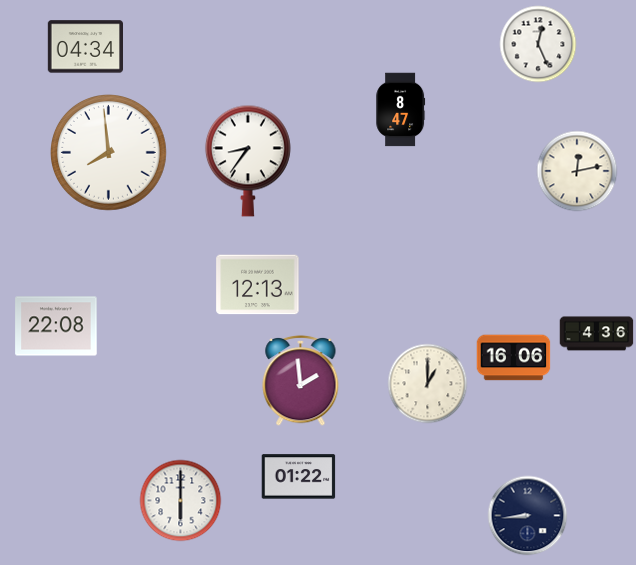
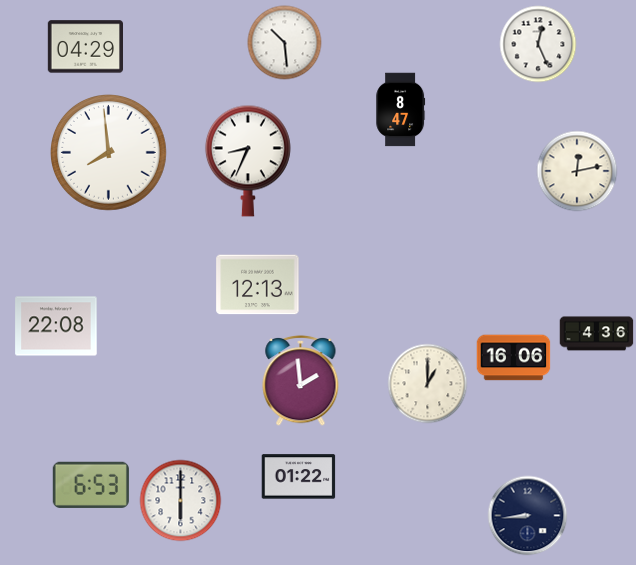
clock at (285, 43): none -> 10:29
clock at (86, 47): 04:34 -> 04:29
clock at (248, 161): 8:36 -> 8:34
clock at (91, 485): none -> 6:53
